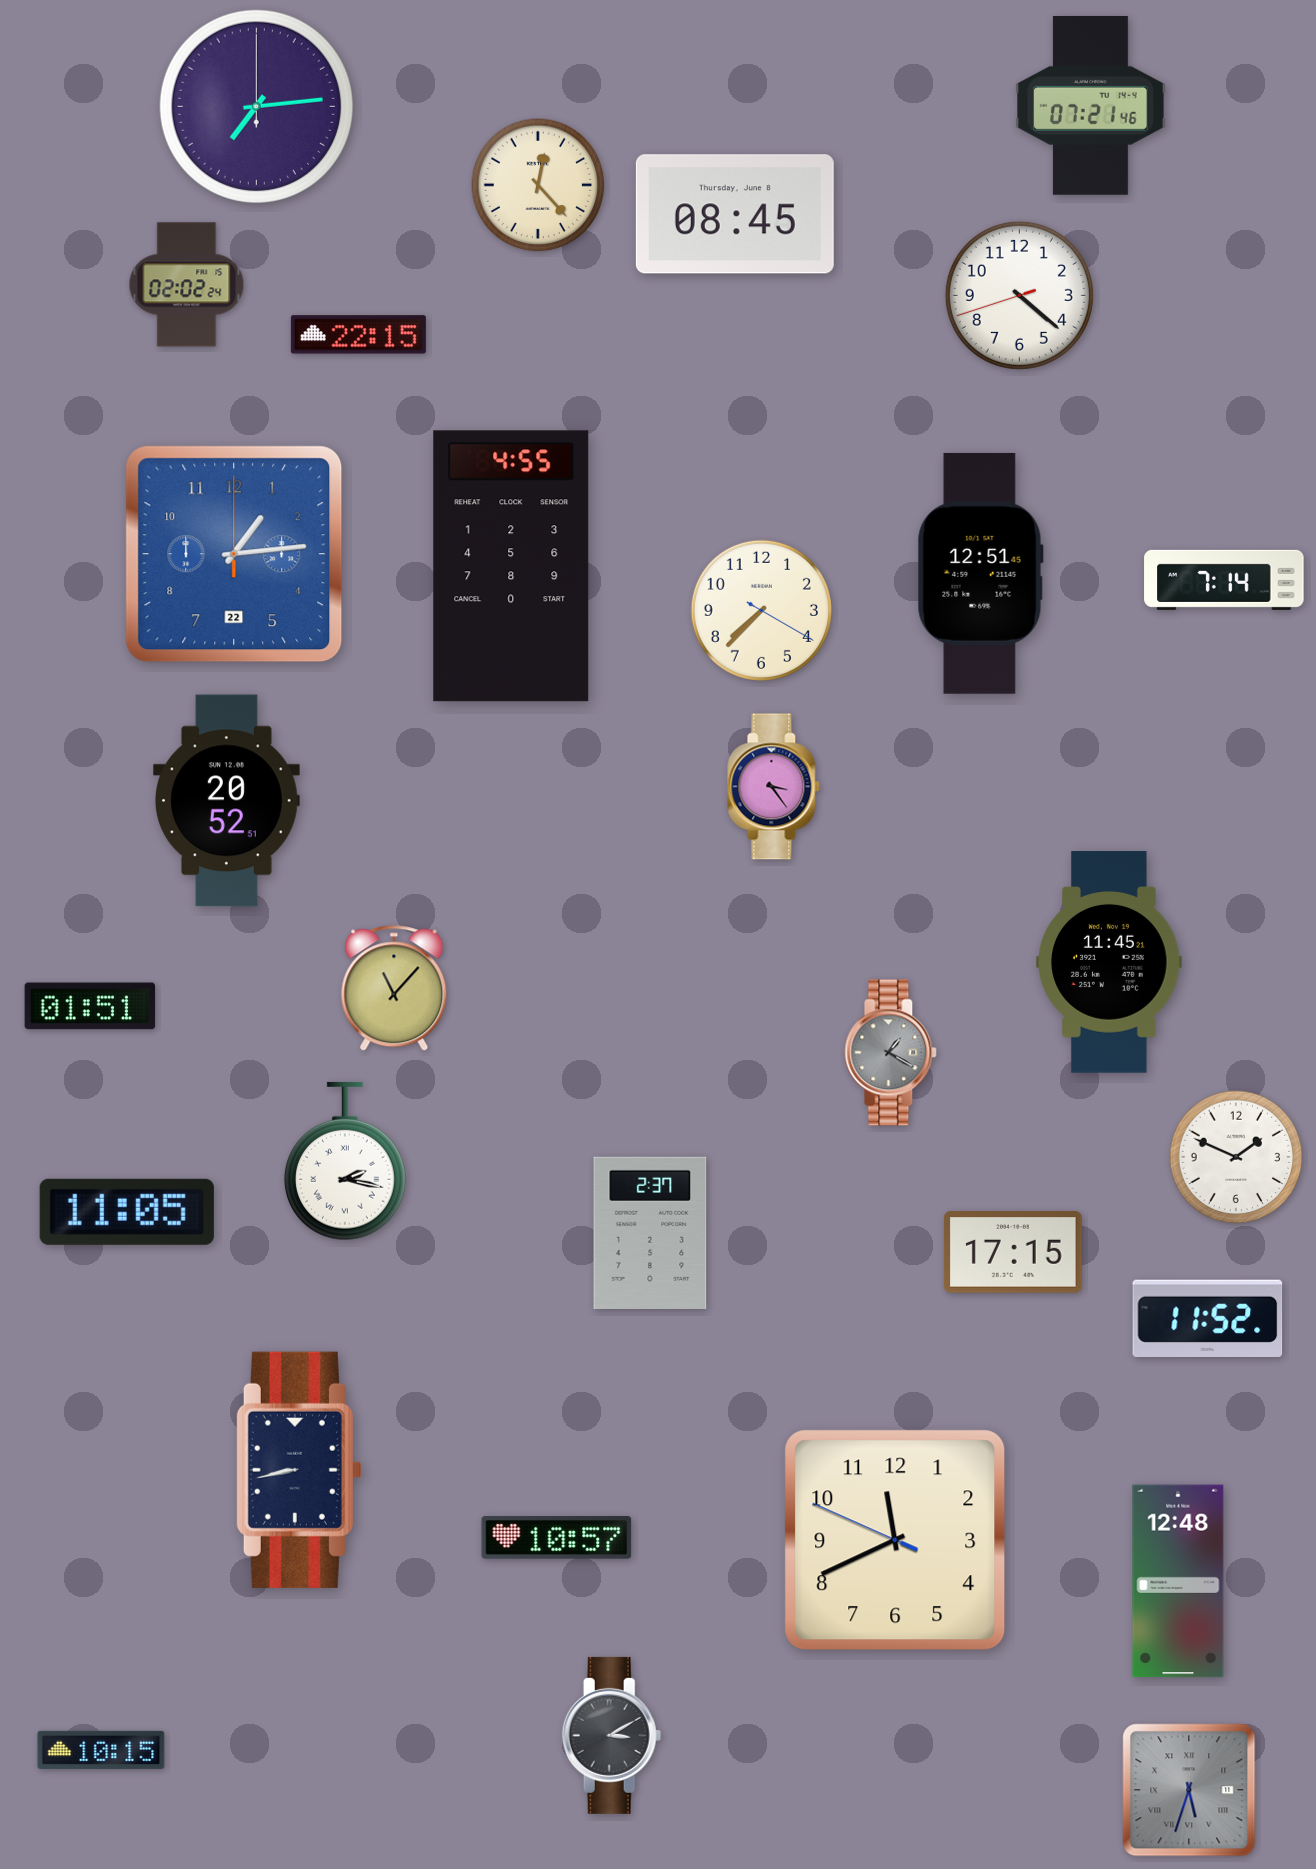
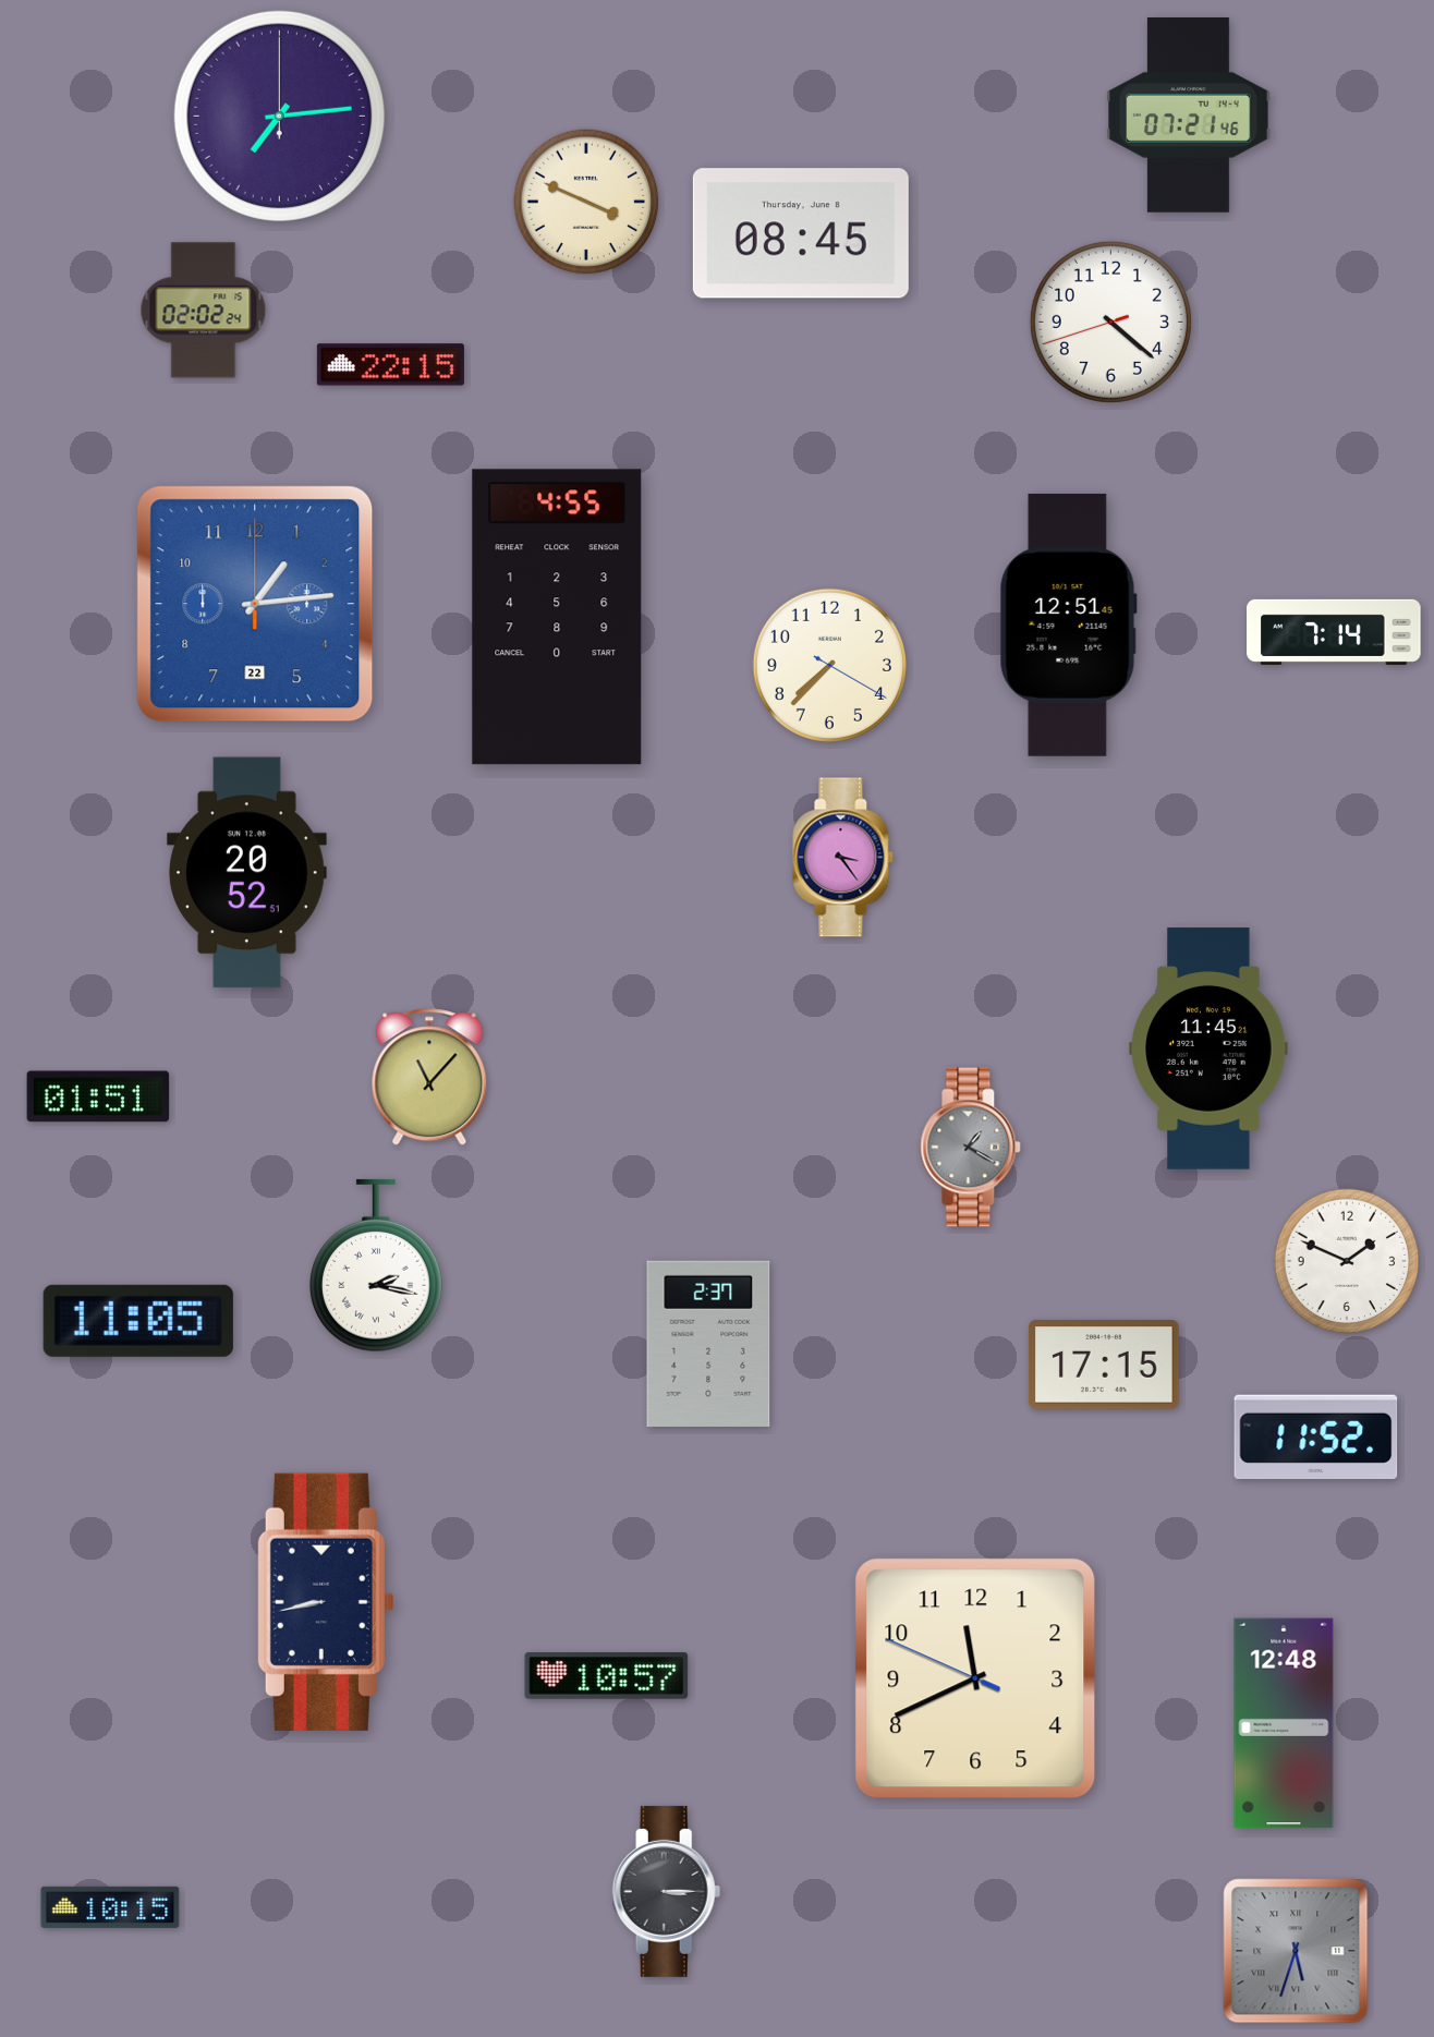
clock at (538, 185): 12:23 -> 3:49
clock at (612, 1735): 3:10 -> 3:15
